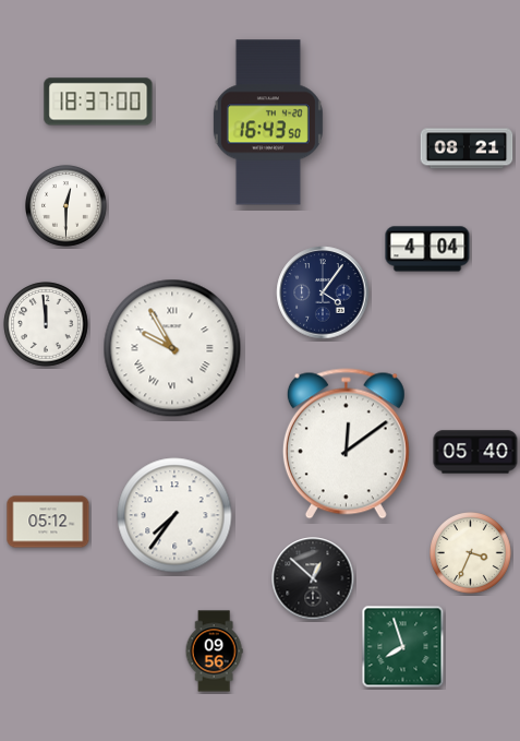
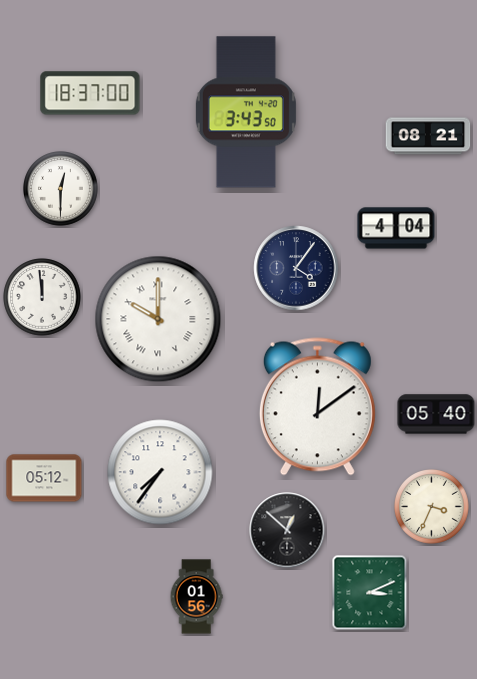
clock at (268, 122): 16:43 -> 3:43
clock at (427, 249) position: (427, 249) -> (396, 228)
clock at (172, 348): 9:55 -> 10:00
clock at (403, 647): 7:57 -> 3:11
clock at (214, 652): 09:56 -> 01:56
